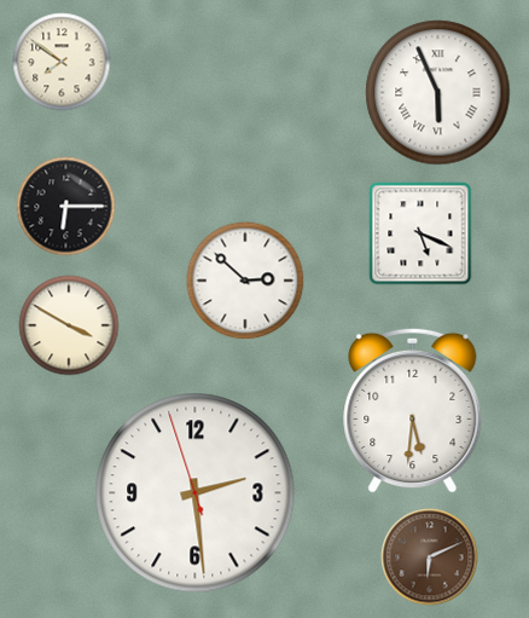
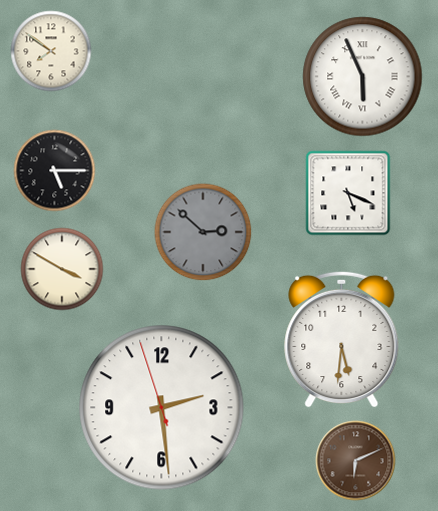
clock at (66, 207): 6:15 -> 5:15
clock at (245, 281) dial: white -> grey
clock at (69, 325) position: (69, 325) -> (62, 269)
